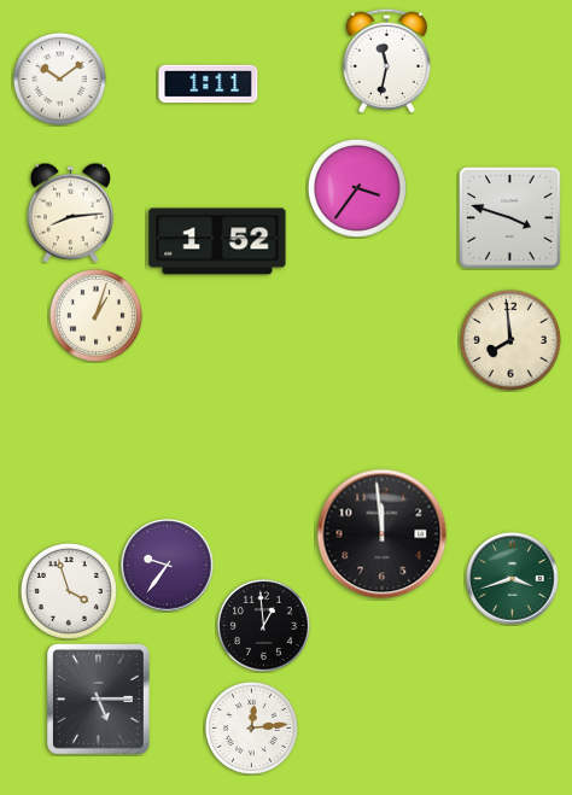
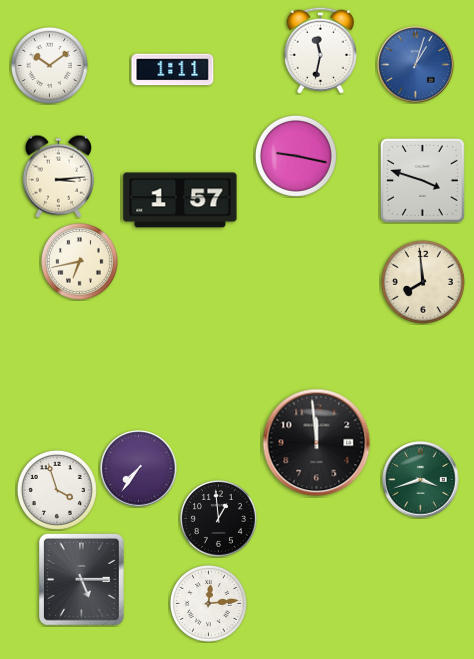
clock at (416, 65): none -> 1:03
clock at (357, 188): 3:36 -> 9:17
clock at (70, 212): 8:14 -> 3:14
clock at (217, 241): 1:52 -> 1:57
clock at (95, 315): 1:03 -> 6:43
clock at (168, 566): 9:36 -> 7:36
clock at (513, 579) position: (513, 579) -> (421, 480)
